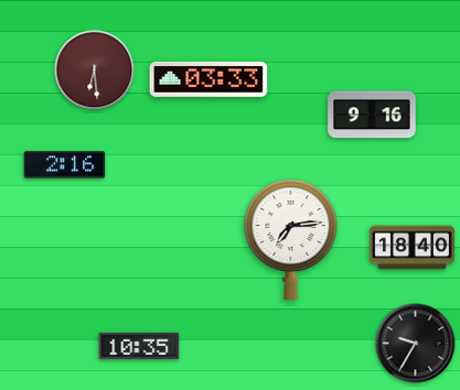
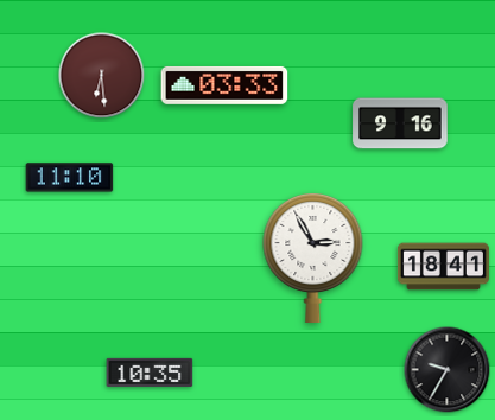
clock at (65, 165): 2:16 -> 11:10
clock at (291, 238): 7:14 -> 2:55
clock at (411, 248): 18:40 -> 18:41
